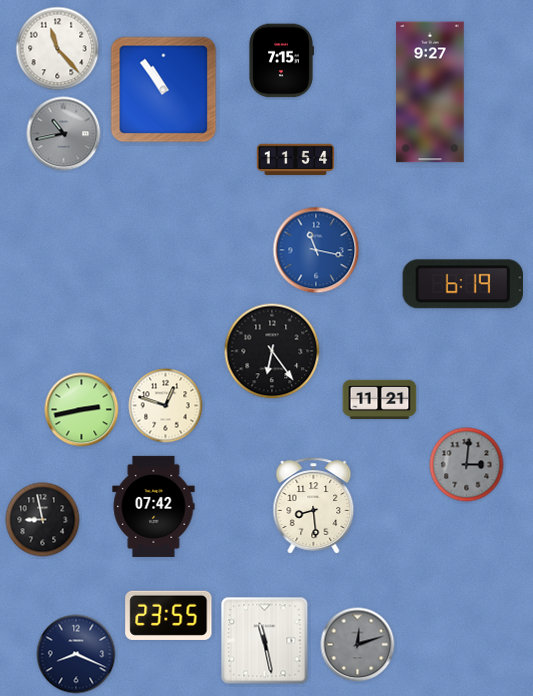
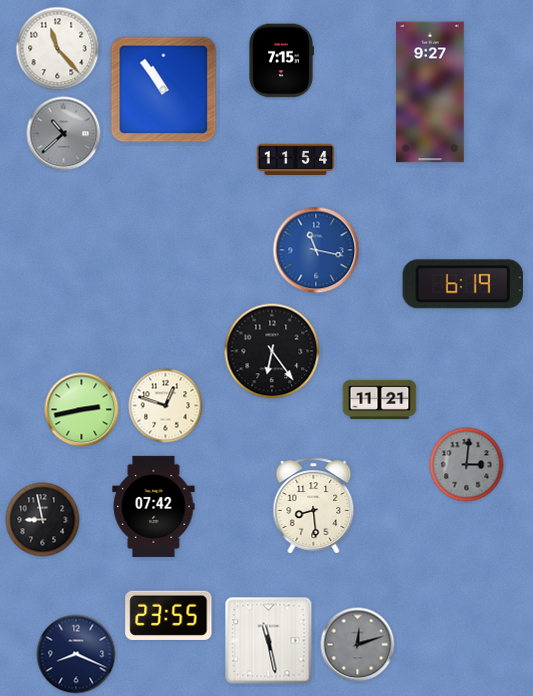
clock at (64, 134): 10:43 -> 10:38
clock at (265, 641) position: (265, 641) -> (269, 641)
